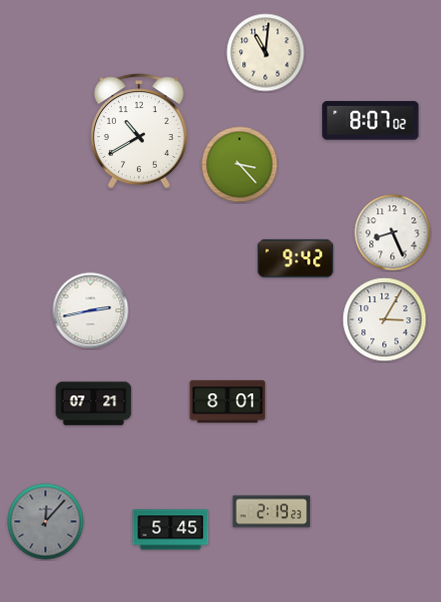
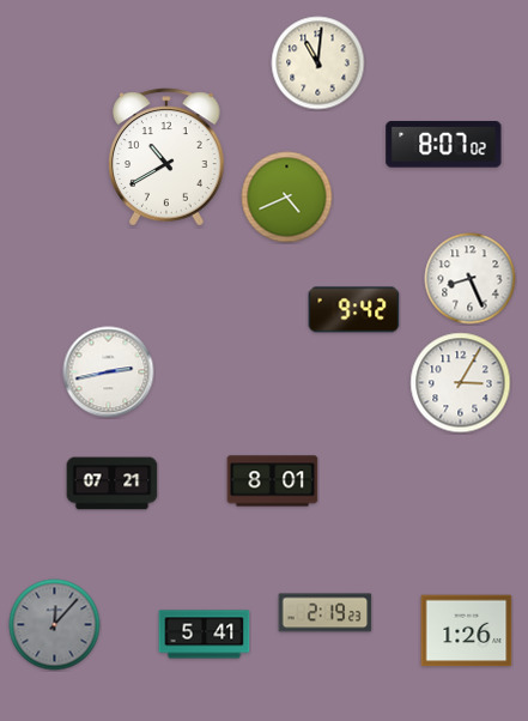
clock at (240, 165): 3:23 -> 4:41
clock at (467, 631): none -> 1:26
clock at (171, 530): 5:45 -> 5:41
